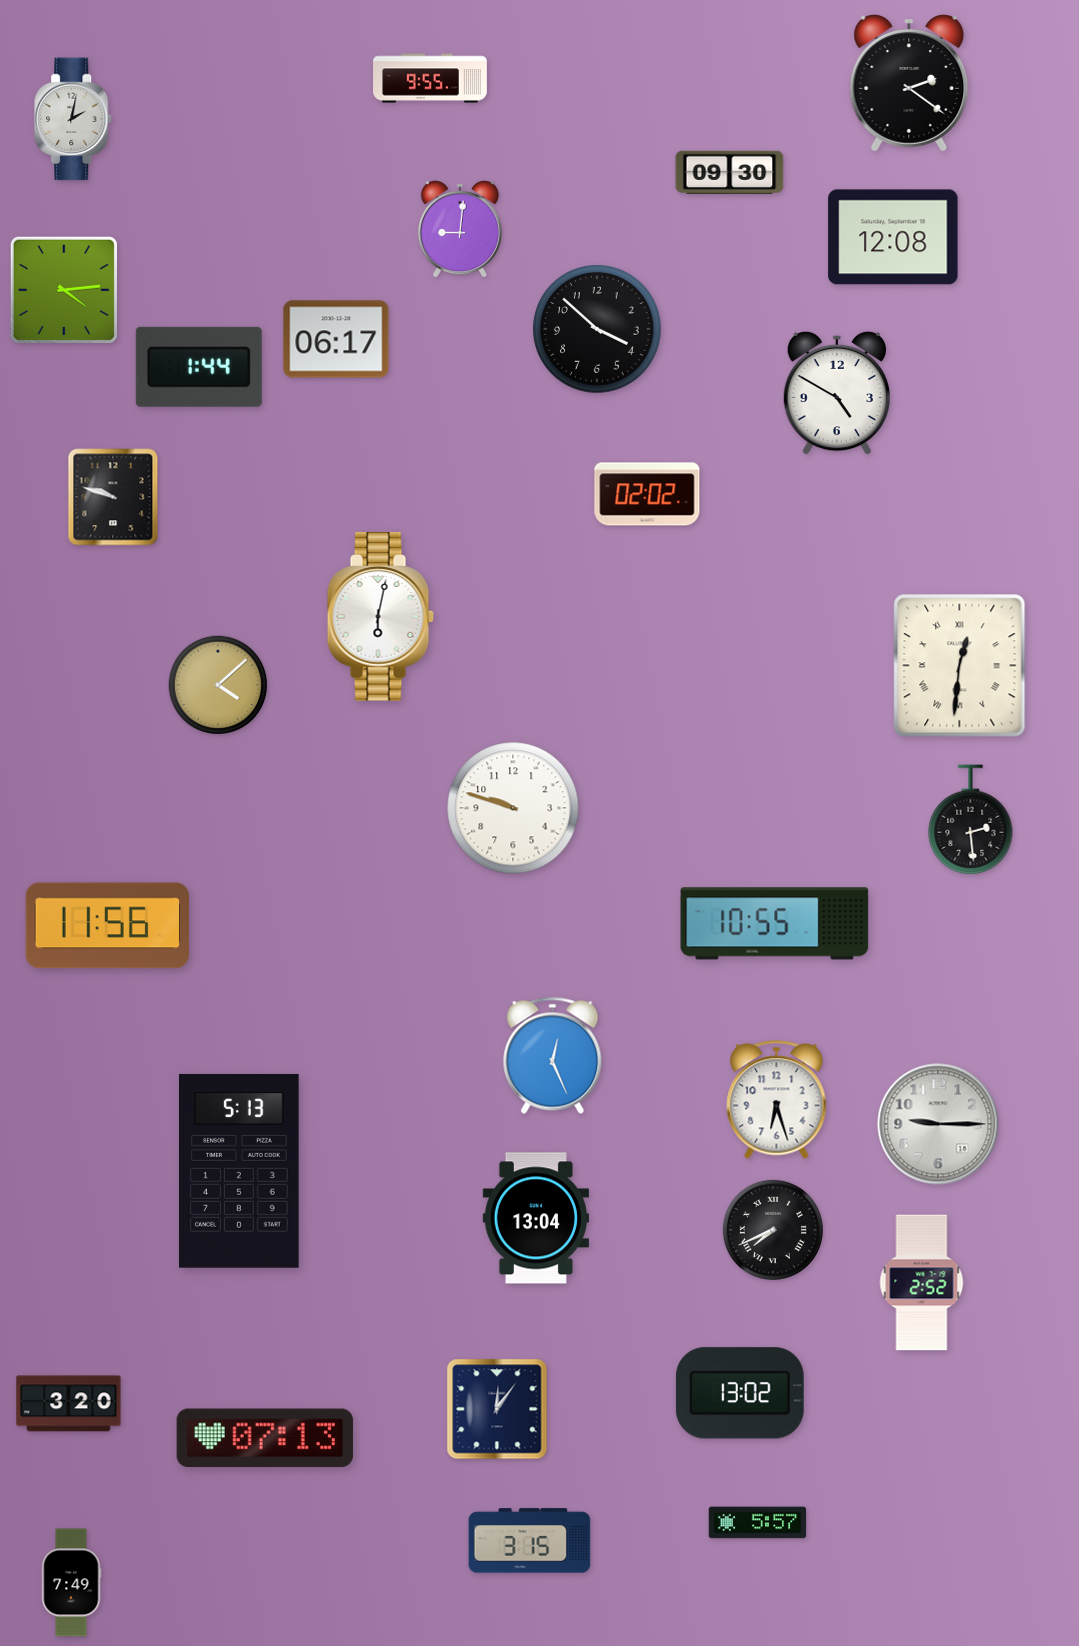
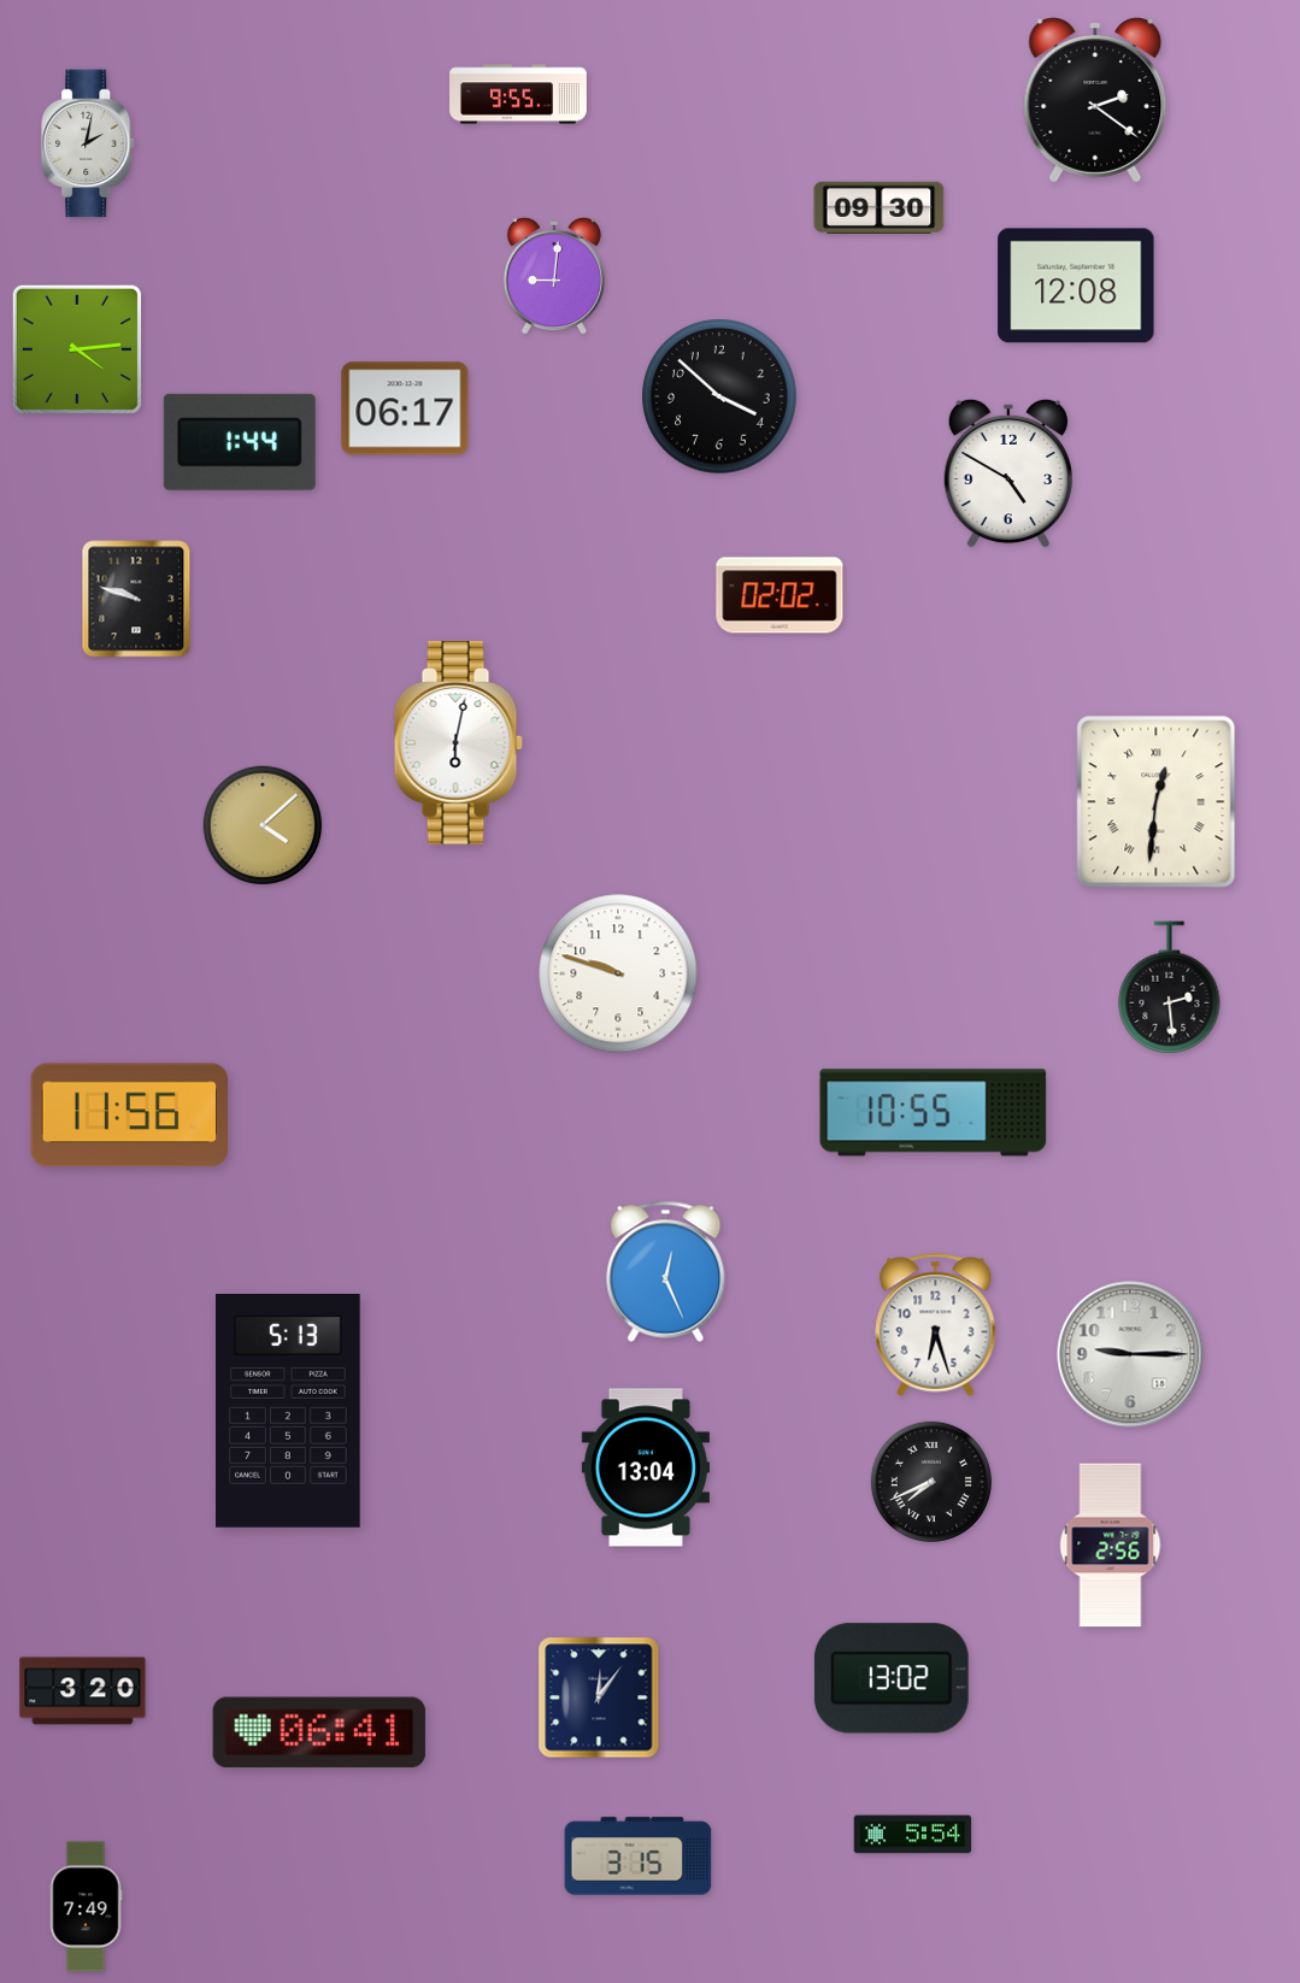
clock at (922, 1283): 2:52 -> 2:56
clock at (265, 1438): 07:13 -> 06:41
clock at (758, 1523): 5:57 -> 5:54
